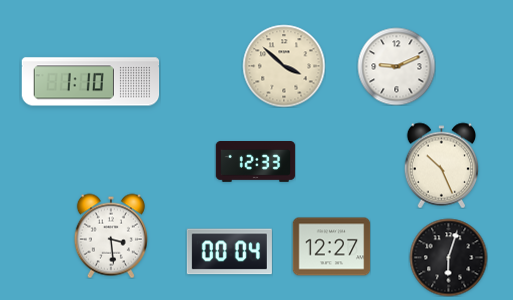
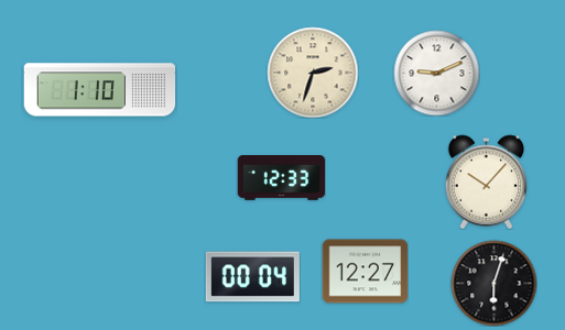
clock at (284, 66): 3:52 -> 2:33
clock at (442, 165): 10:26 -> 10:07
clock at (111, 236): 3:29 -> none
